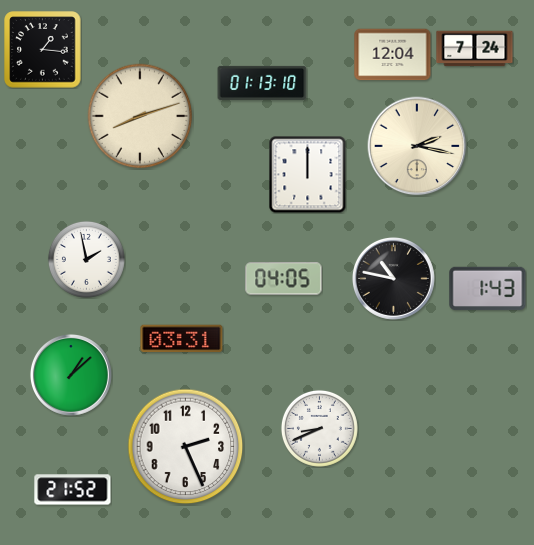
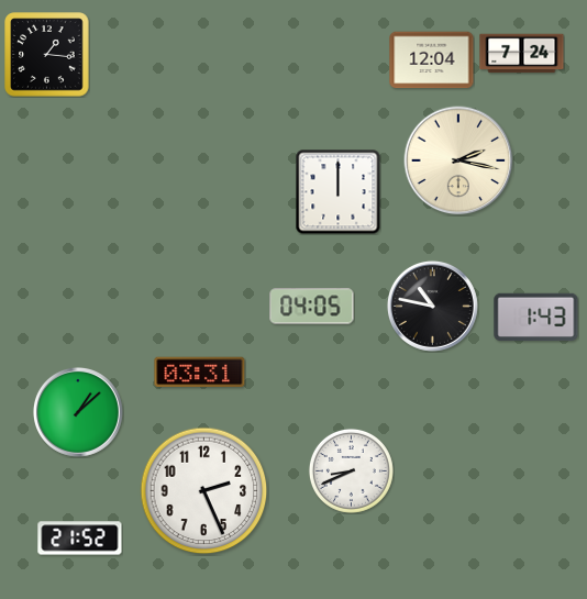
clock at (262, 83): 01:13 -> none
clock at (140, 116): 8:12 -> none
clock at (86, 259): 1:58 -> none
